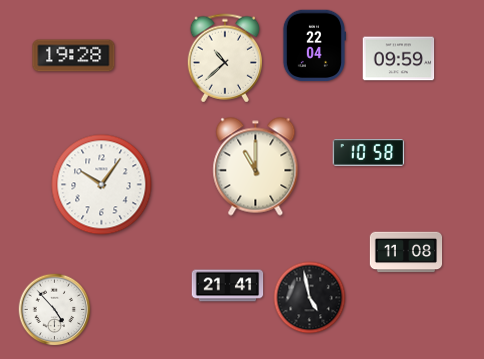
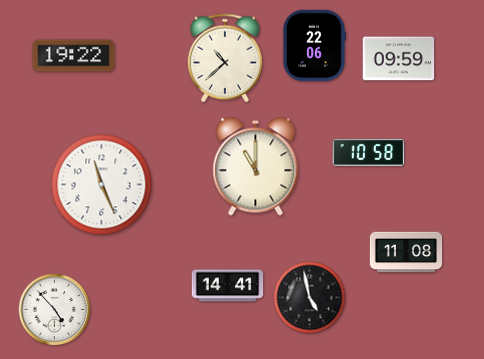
clock at (314, 46): 22:04 -> 22:06
clock at (74, 56): 19:28 -> 19:22
clock at (102, 185): 10:06 -> 11:26
clock at (228, 286): 21:41 -> 14:41
